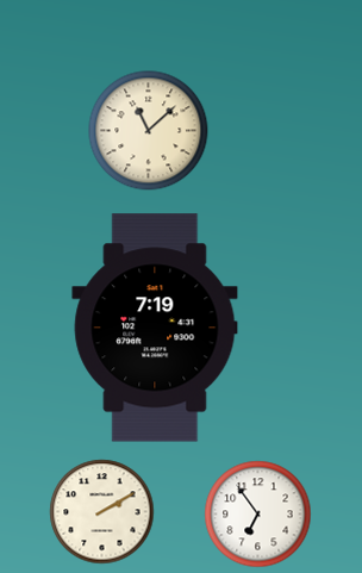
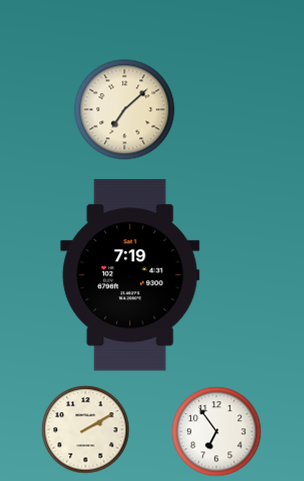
clock at (149, 131): 11:08 -> 7:08
